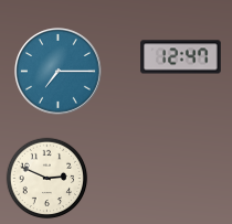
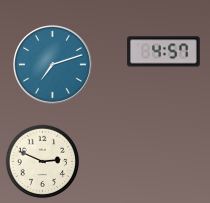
clock at (181, 57): 12:47 -> 4:57
clock at (59, 72): 7:15 -> 7:12
